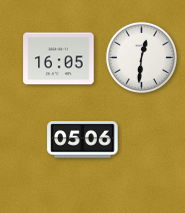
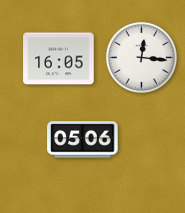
clock at (141, 57): 12:31 -> 12:16
